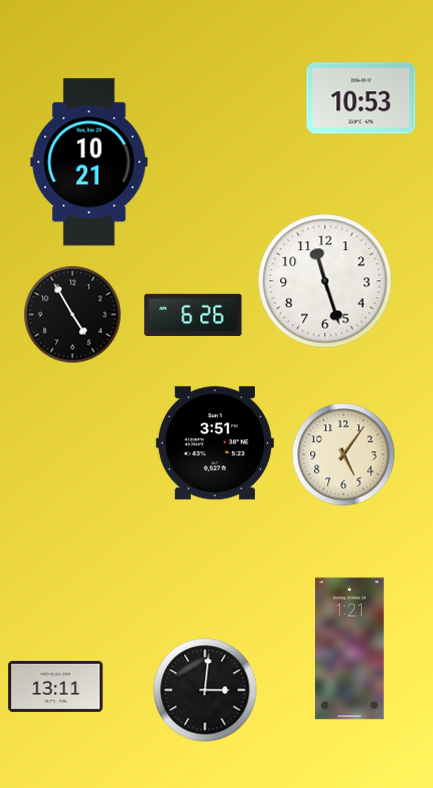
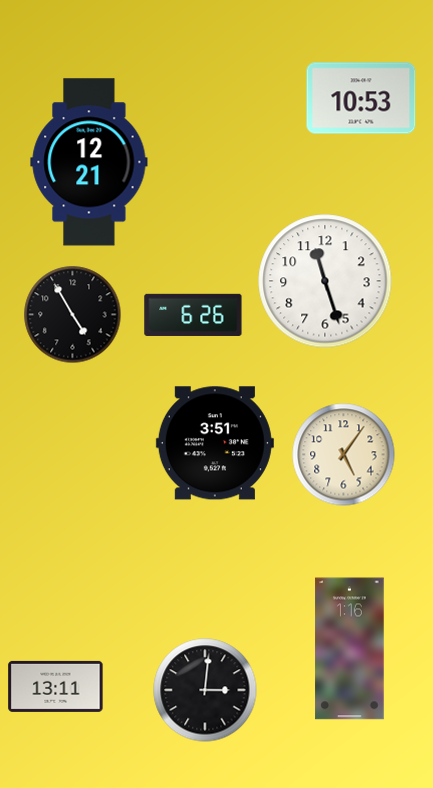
clock at (89, 162): 10:21 -> 12:21
clock at (350, 649): 1:21 -> 1:16
